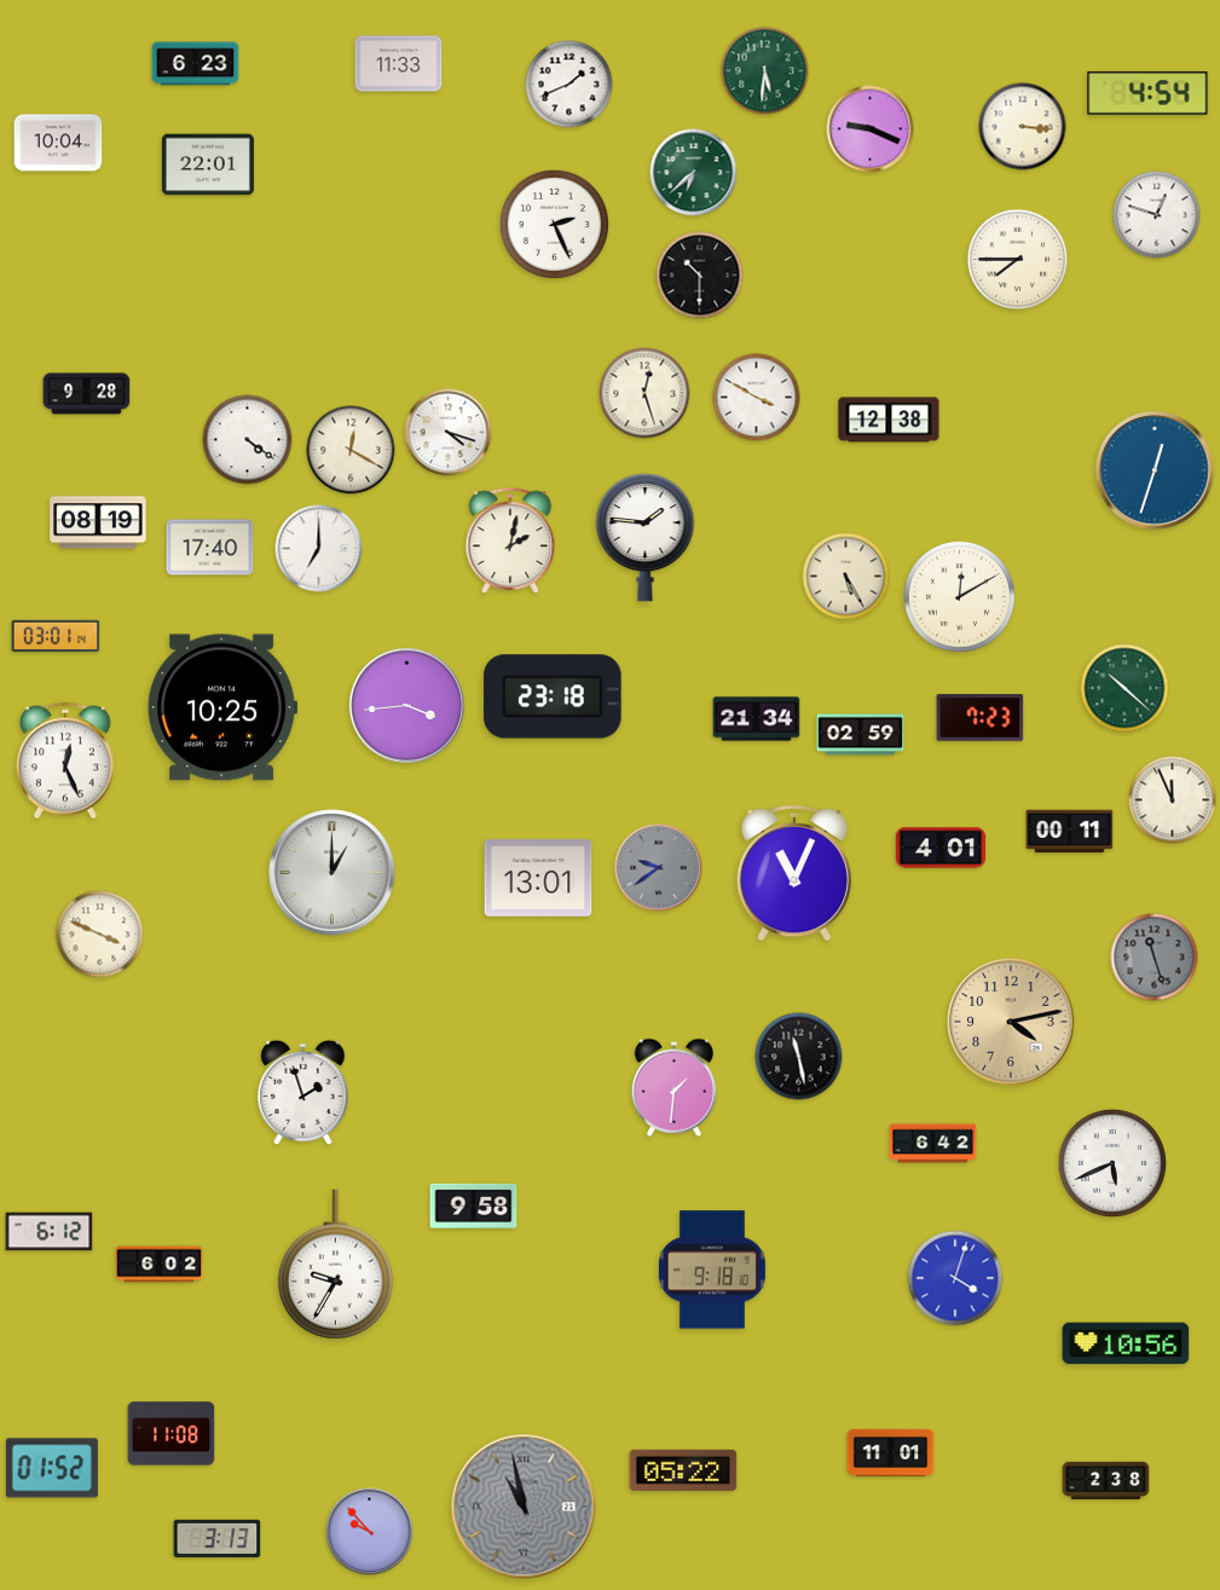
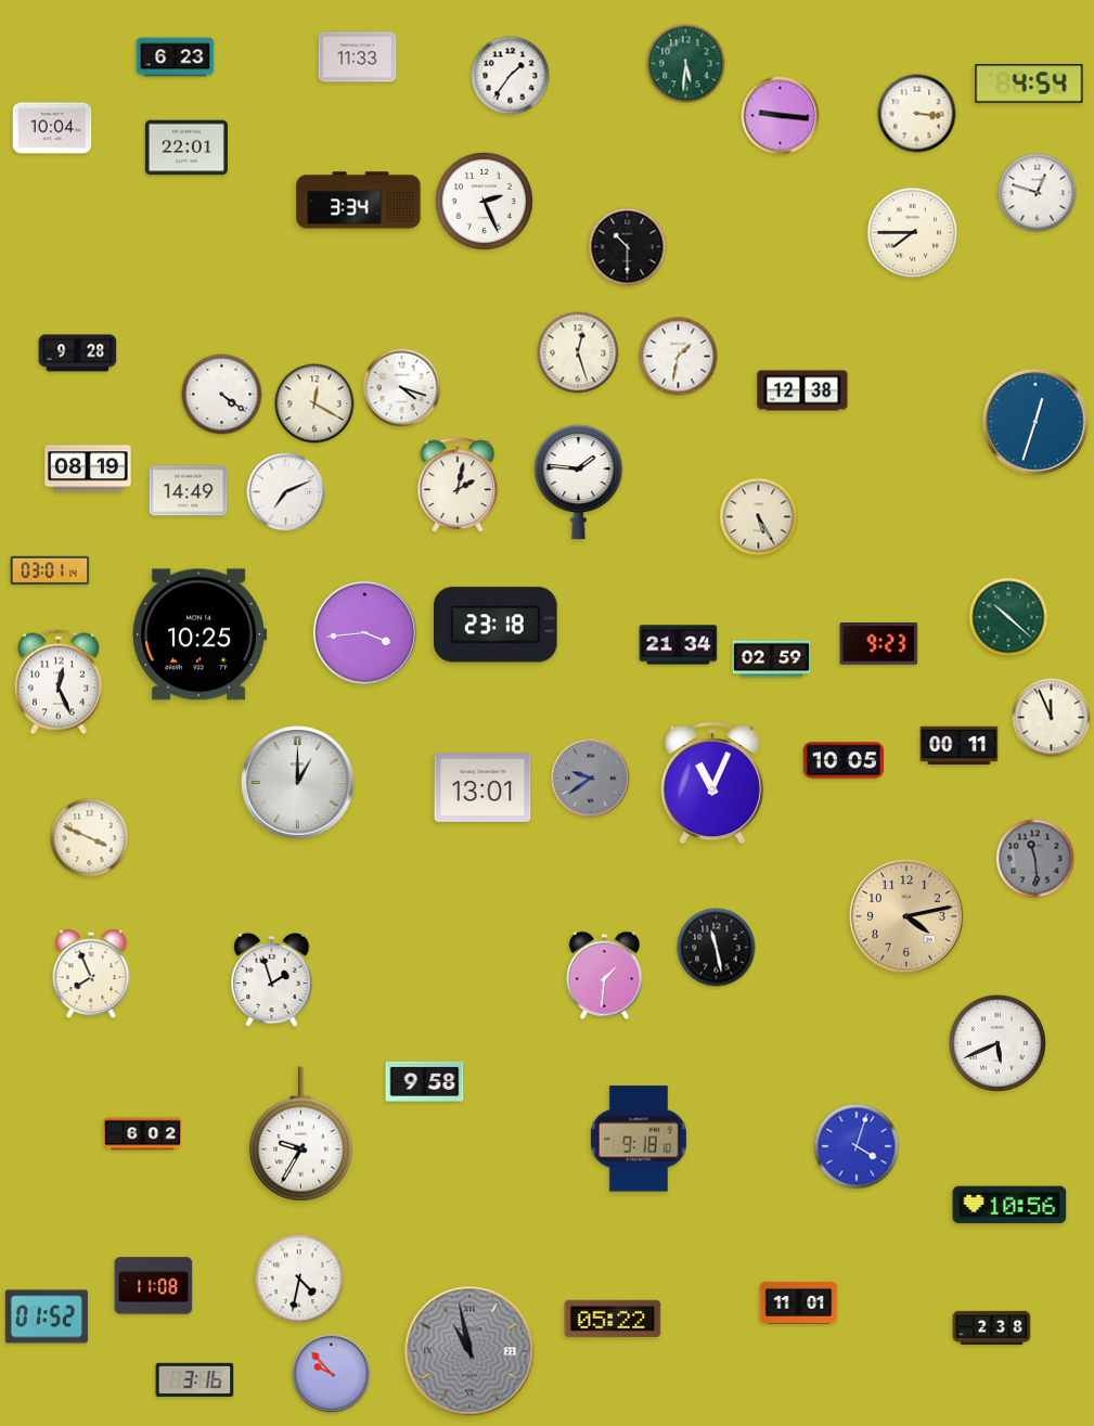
clock at (569, 85): 1:41 -> 1:36
clock at (871, 129): 9:19 -> 9:16
clock at (694, 173): 6:38 -> none
clock at (359, 201): none -> 3:34
clock at (554, 224) position: (554, 224) -> (484, 201)
clock at (757, 398): 3:50 -> 1:32
clock at (889, 420) position: (889, 420) -> (802, 390)
clock at (210, 548): 17:40 -> 14:49
clock at (319, 549): 7:00 -> 7:11
clock at (959, 596): 12:10 -> none
clock at (981, 718): 7:23 -> 9:23
clock at (941, 848): 4:01 -> 10:05
clock at (1155, 958): 11:27 -> 11:29
clock at (91, 973): none -> 7:56
clock at (933, 1144): 6:42 -> none
clock at (50, 1232): 6:12 -> none
clock at (299, 1279): none -> 4:32
clock at (218, 1538): 3:13 -> 3:16
